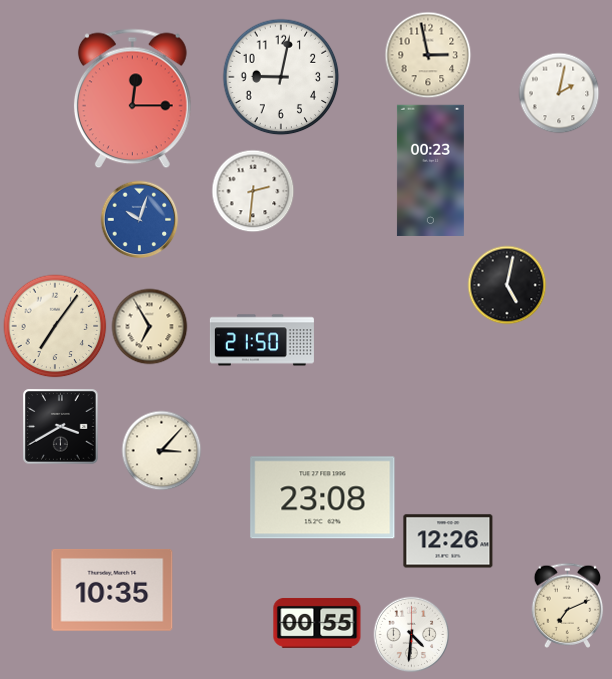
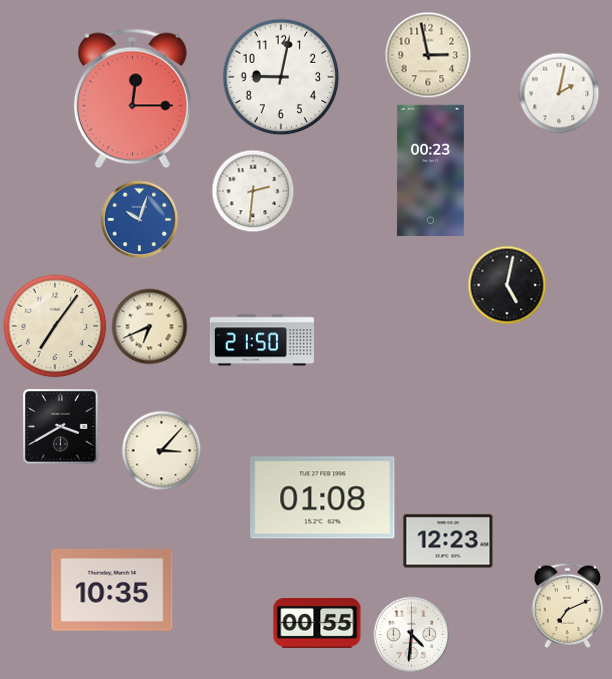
clock at (150, 327): 6:55 -> 6:41
clock at (323, 498): 23:08 -> 01:08
clock at (448, 541): 12:26 -> 12:23
